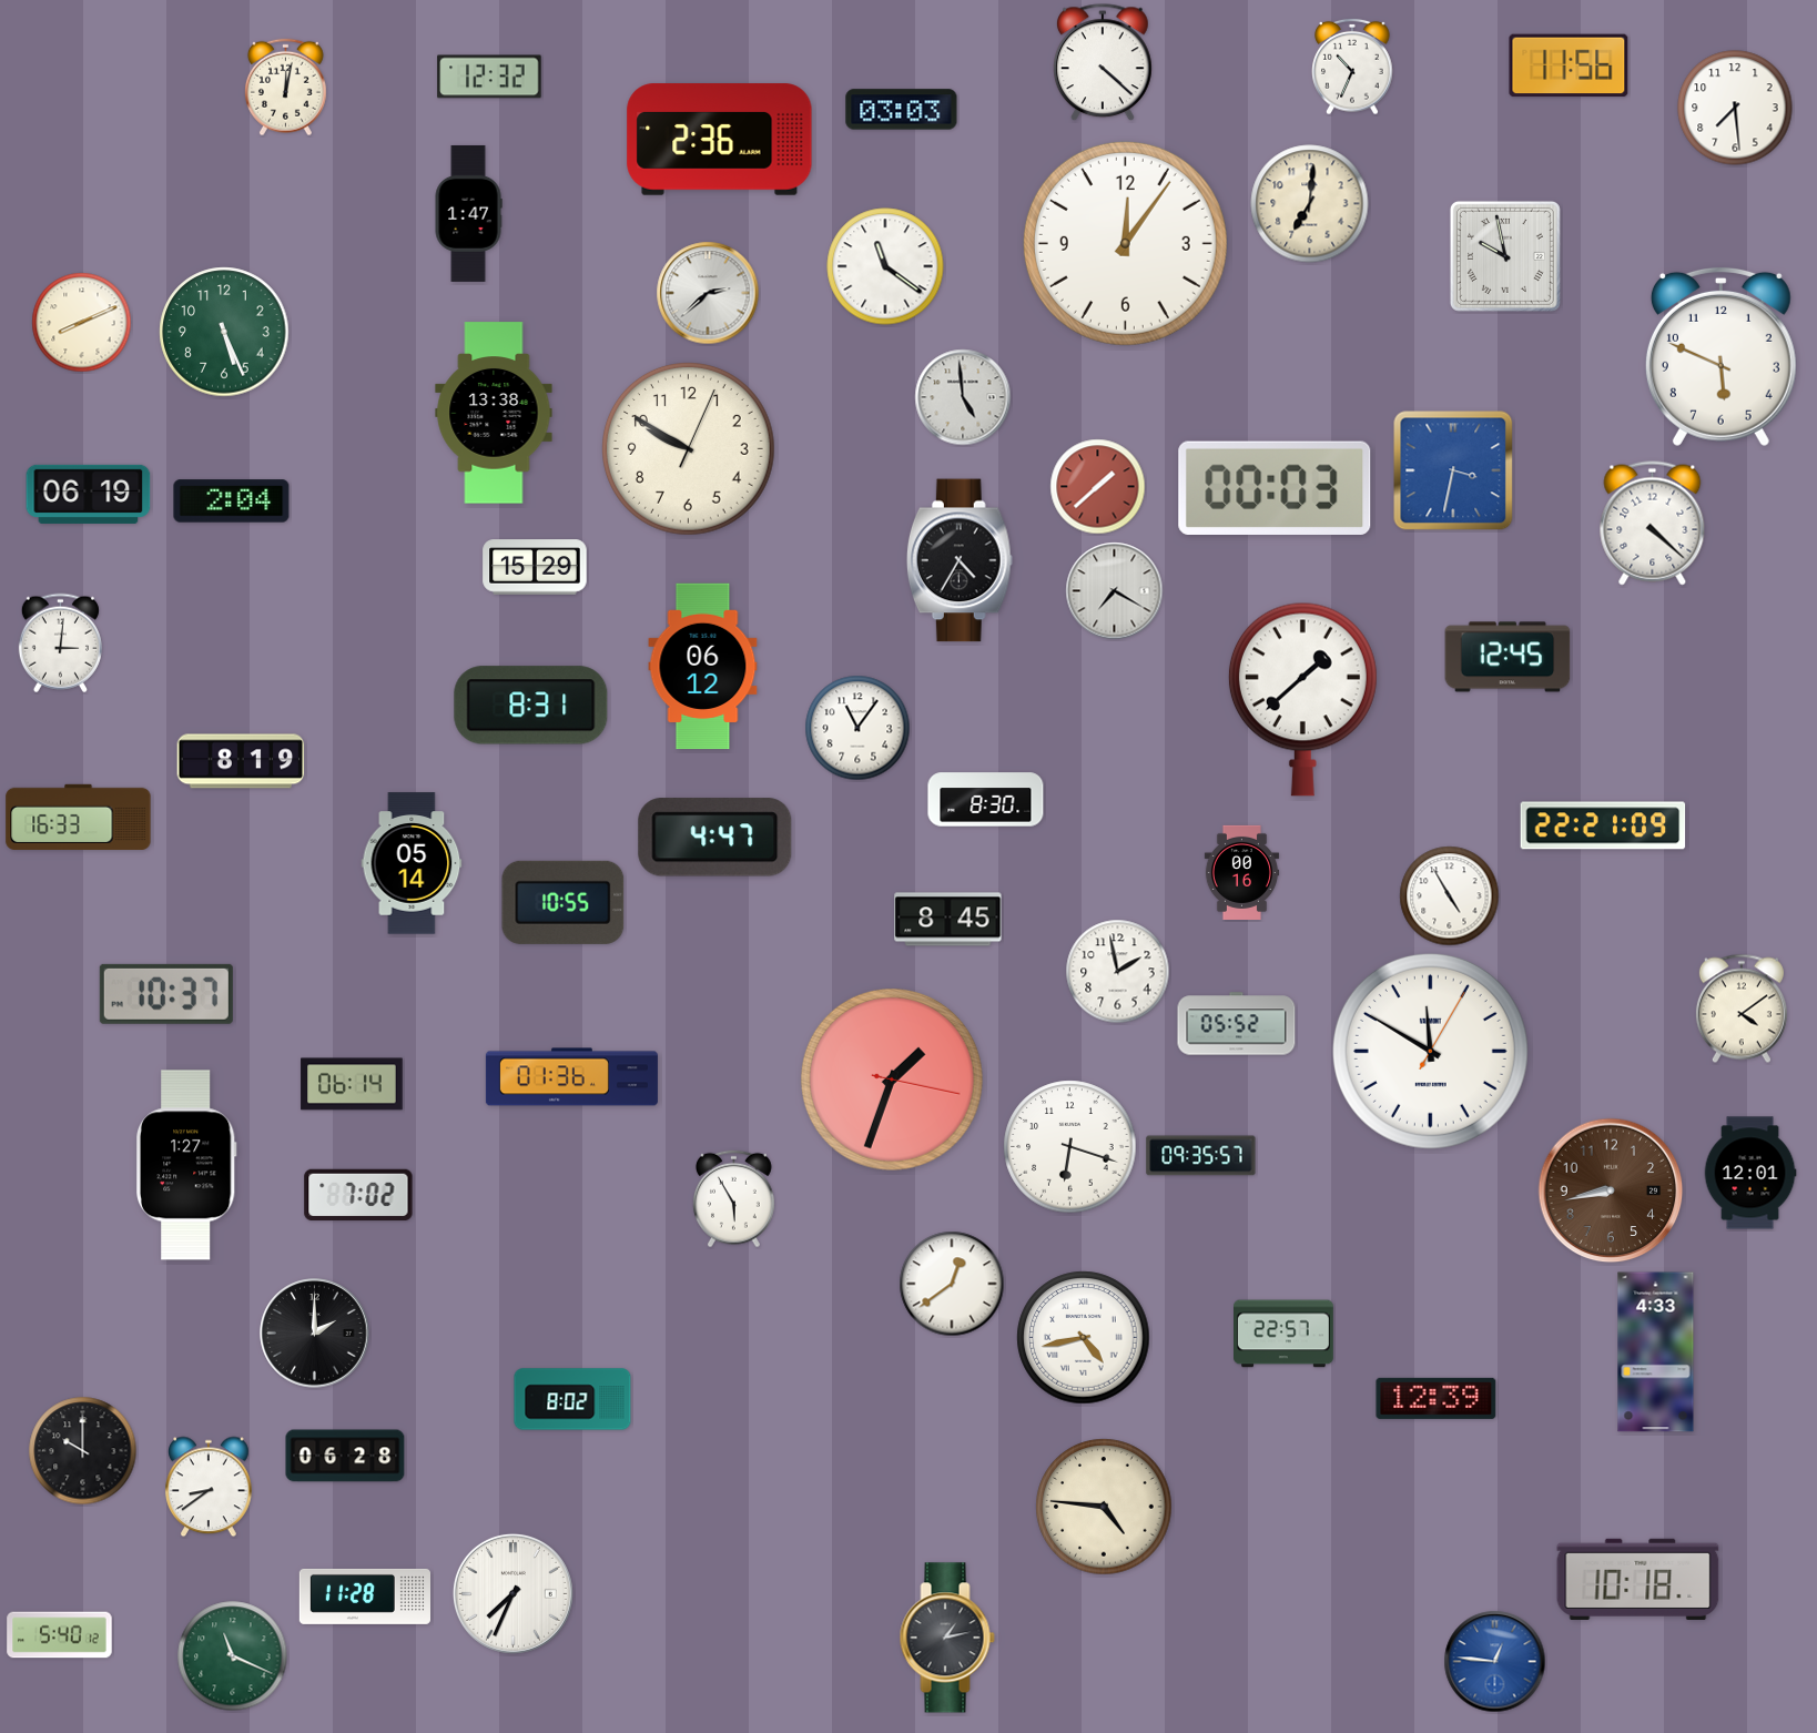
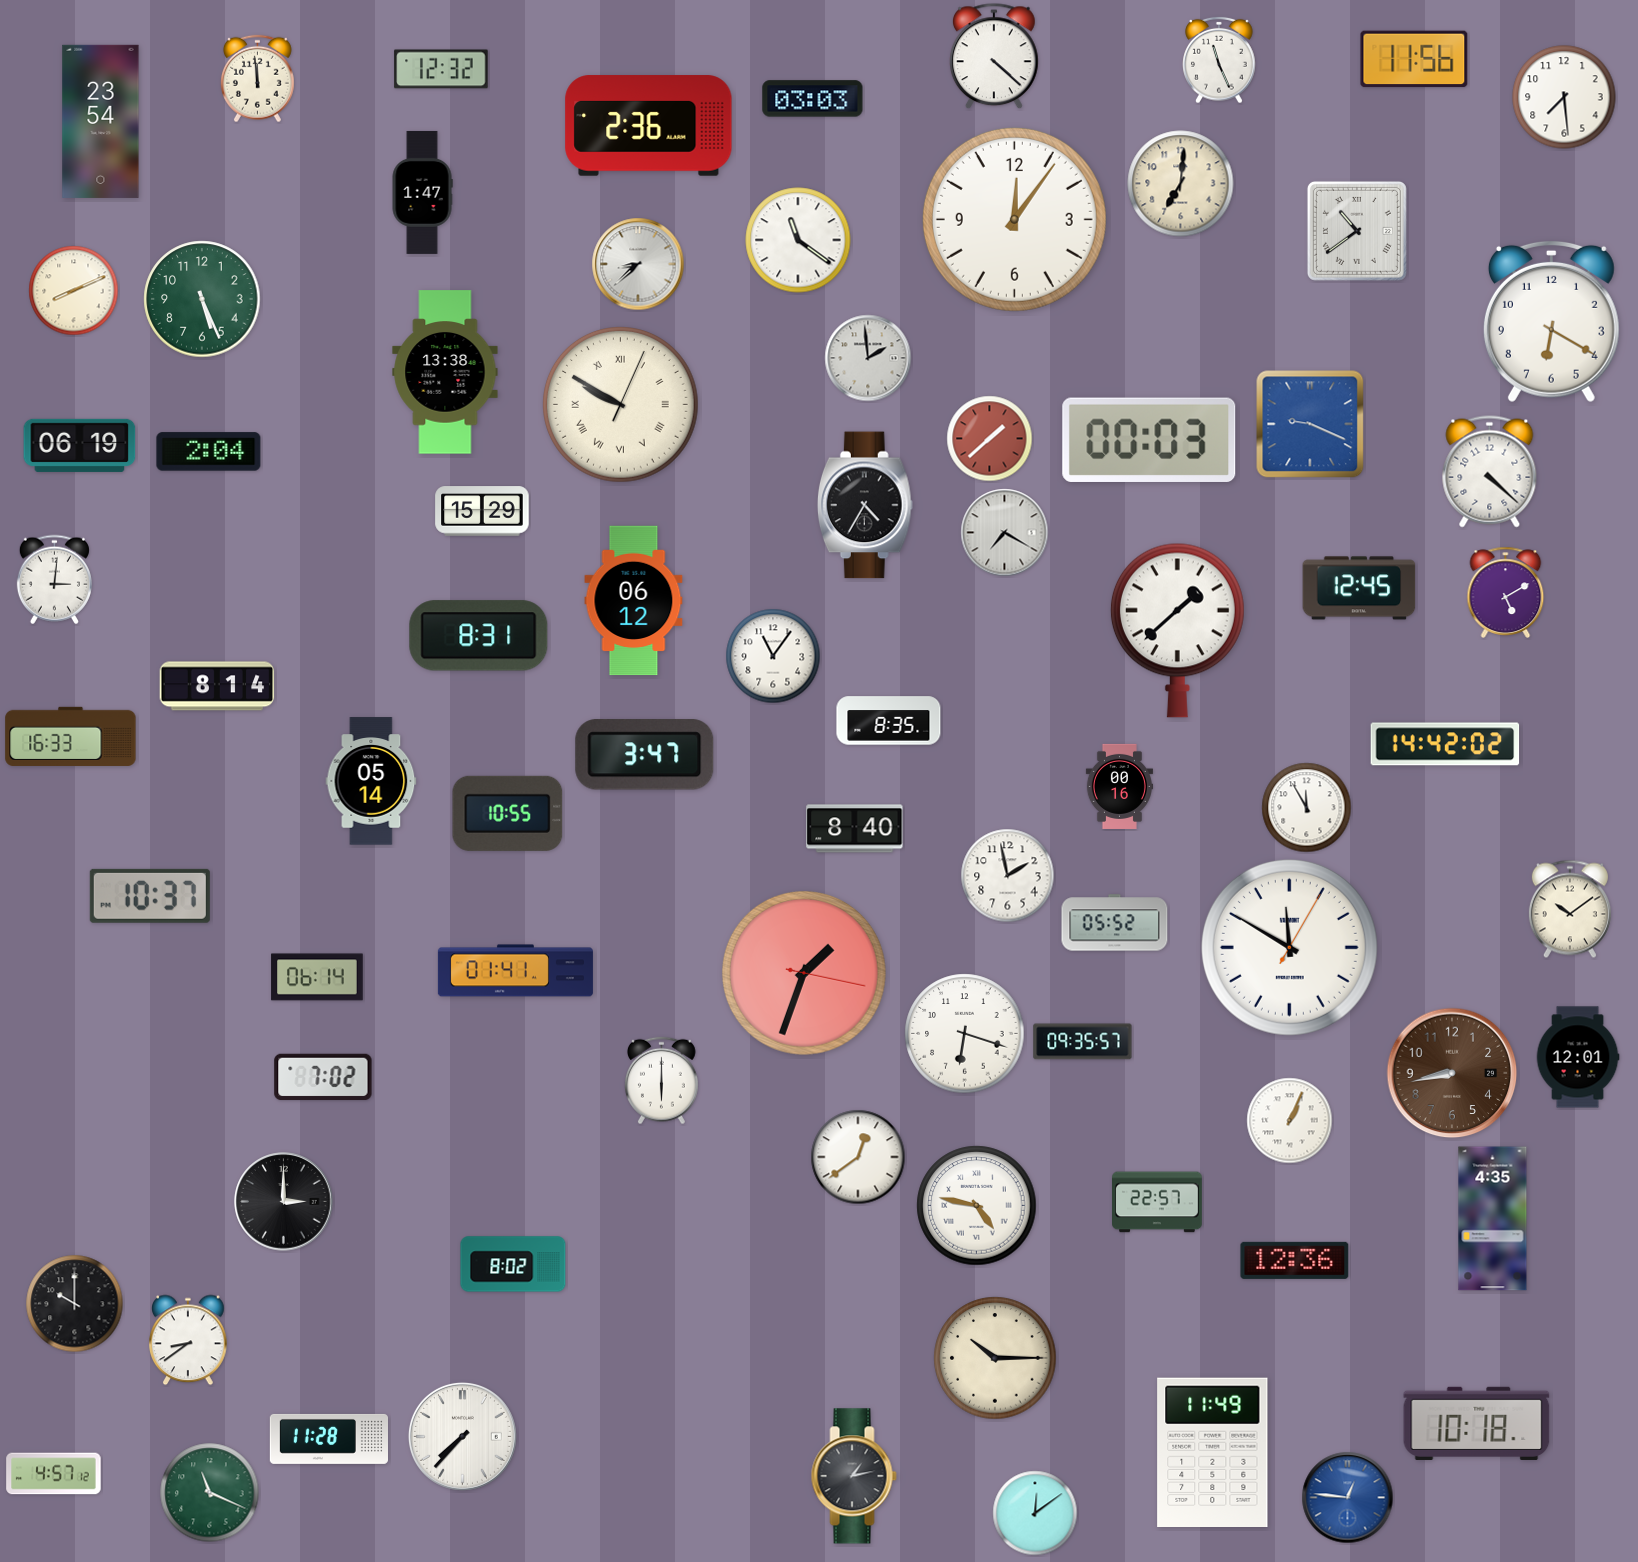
clock at (1352, 67): 10:34 -> 11:26
clock at (285, 88): 12:02 -> 11:59
clock at (101, 121): none -> 23:54
clock at (1505, 256): 9:58 -> 10:39
clock at (708, 293): 2:38 -> 8:38
clock at (1720, 356): 5:49 -> 6:20
clock at (963, 397): 4:59 -> 1:59
clock at (689, 449) numerals: Arabic -> Roman
clock at (1453, 470): 3:32 -> 9:19
clock at (1508, 657) position: (1508, 657) -> (1359, 588)
clock at (1506, 592): none -> 5:10
clock at (1302, 699) position: (1302, 699) -> (1177, 630)
clock at (241, 761): 8:19 -> 8:14
clock at (986, 800): 8:30 -> 8:35
clock at (1603, 825): 22:21 -> 14:42
clock at (715, 838): 4:47 -> 3:47
clock at (412, 863) position: (412, 863) -> (371, 781)
clock at (1450, 896): 4:55 -> 11:55
clock at (948, 920): 8:45 -> 8:40
clock at (1742, 1009): 4:09 -> 10:09
clock at (571, 1077): 01:36 -> 01:41
clock at (186, 1165): 1:27 -> none
clock at (733, 1199): 5:55 -> 6:00
clock at (1290, 1121): none -> 1:04
clock at (315, 1334): 2:00 -> 3:00
clock at (1084, 1338): 4:43 -> 4:47
clock at (1656, 1352): 4:33 -> 4:35
clock at (1437, 1398): 12:39 -> 12:36
clock at (572, 1399) position: (572, 1399) -> (513, 1264)
clock at (83, 1451) position: (83, 1451) -> (75, 1304)
clock at (345, 1456): 06:28 -> none
clock at (1104, 1507): 4:46 -> 10:15
clock at (512, 1593): 7:34 -> 7:37
clock at (1213, 1452): none -> 11:49
clock at (60, 1635): 5:40 -> 4:57
clock at (1035, 1513): none -> 12:09
